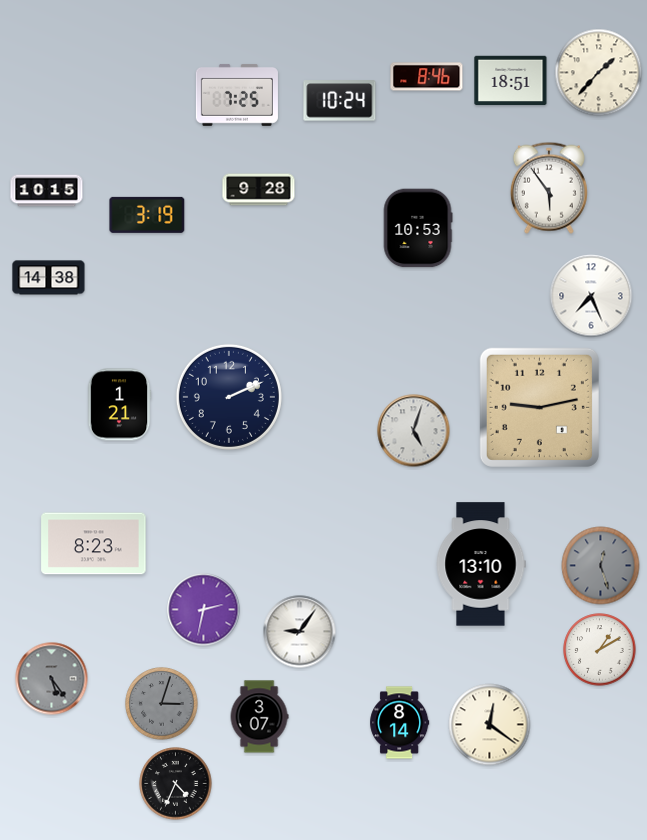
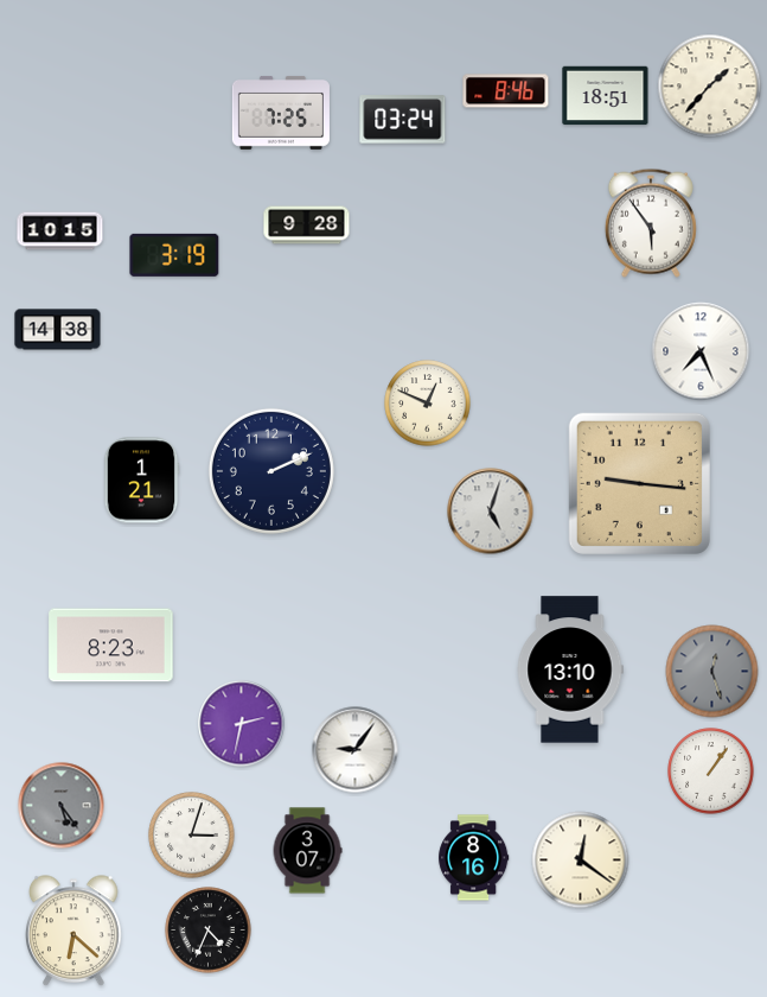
clock at (340, 101): 10:24 -> 03:24
clock at (47, 191) position: (47, 191) -> (60, 231)
clock at (418, 228): 10:53 -> none
clock at (428, 404): none -> 12:49
clock at (539, 407): 9:13 -> 9:16
clock at (600, 650): 1:10 -> 1:06
clock at (162, 704) dial: grey -> white
clock at (400, 723): 8:14 -> 8:16
clock at (75, 932): none -> 6:22
